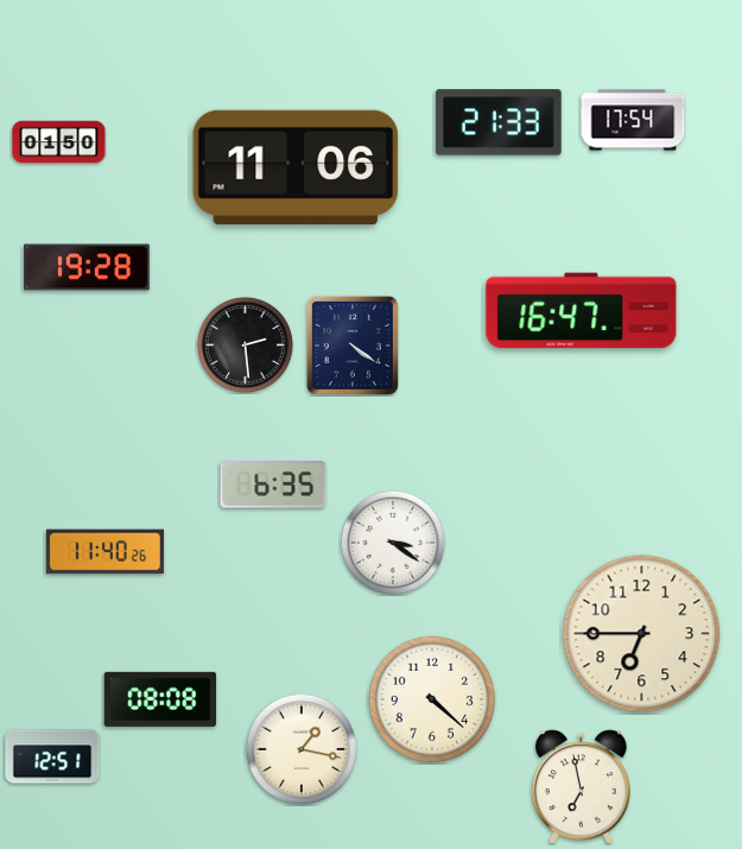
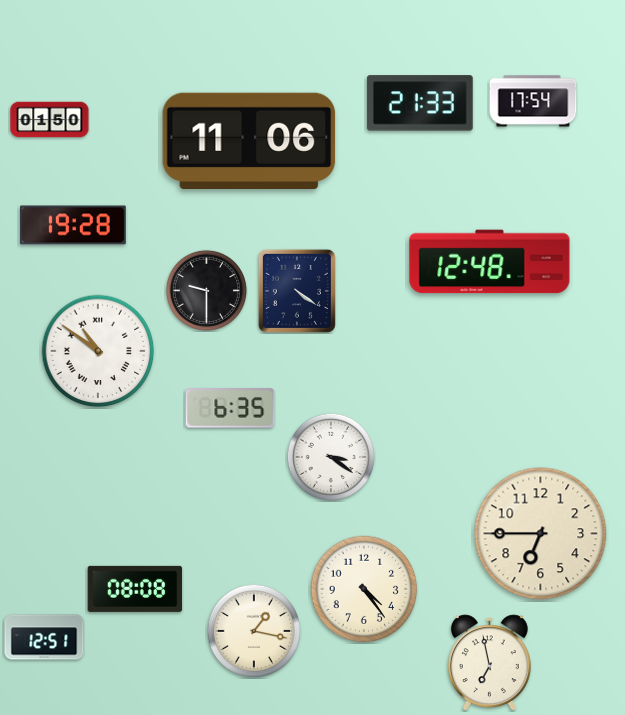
clock at (582, 311): 16:47 -> 12:48
clock at (245, 344): 2:29 -> 9:30
clock at (98, 351): none -> 10:51
clock at (104, 552): 11:40 -> none
clock at (432, 699): 4:22 -> 4:24
